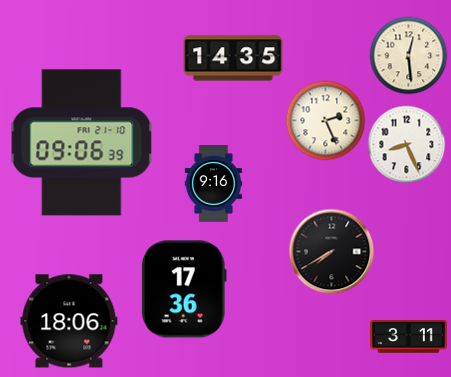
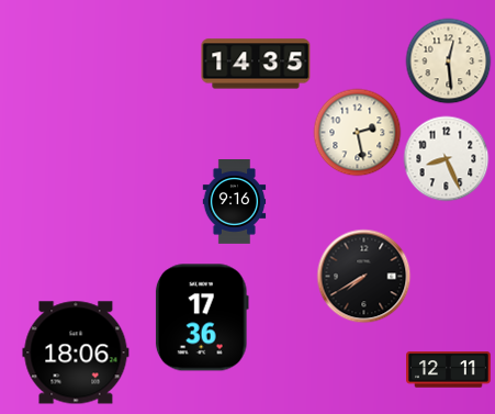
clock at (325, 120): 2:26 -> 2:28
clock at (82, 143): 09:06 -> none
clock at (409, 337): 3:11 -> 12:11
